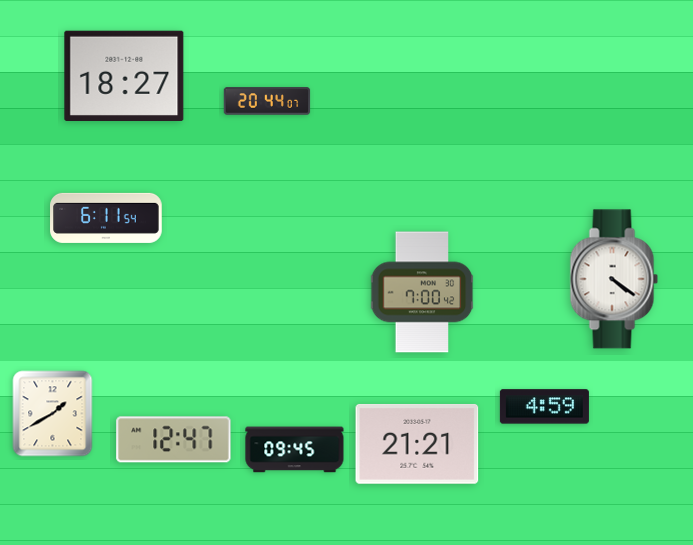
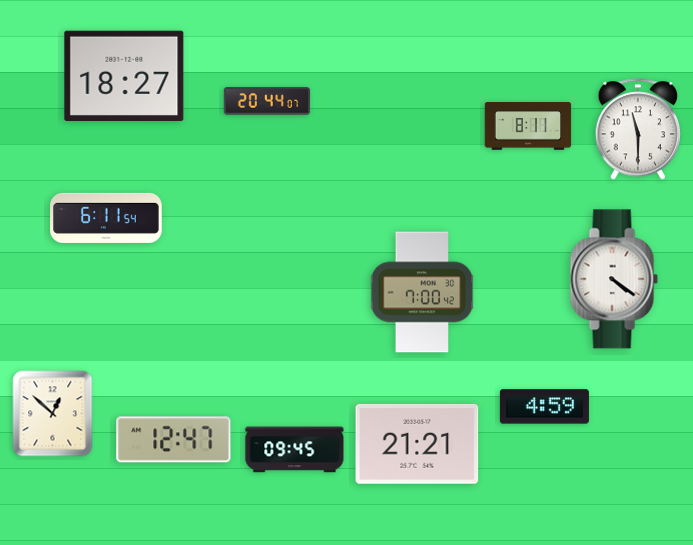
clock at (528, 126): none -> 8:11
clock at (638, 129): none -> 11:30
clock at (53, 414): 1:40 -> 12:52
